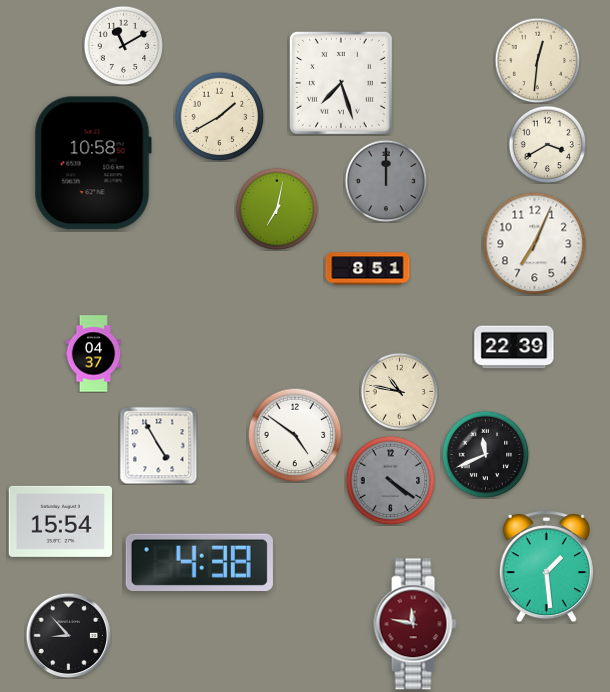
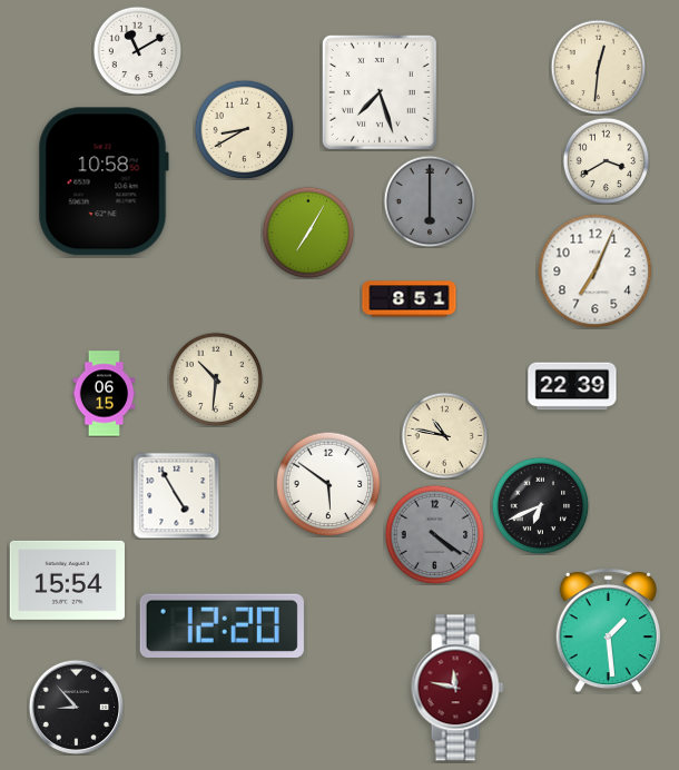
clock at (219, 116): 1:40 -> 8:40
clock at (547, 144) position: (547, 144) -> (606, 160)
clock at (386, 181): 12:00 -> 6:00
clock at (277, 209): 7:02 -> 7:05
clock at (216, 379): none -> 10:31
clock at (94, 354): 04:37 -> 06:15
clock at (295, 435): 4:51 -> 5:51
clock at (485, 454): 11:41 -> 6:41
clock at (199, 562): 4:38 -> 12:20
clock at (415, 624) position: (415, 624) -> (457, 688)
